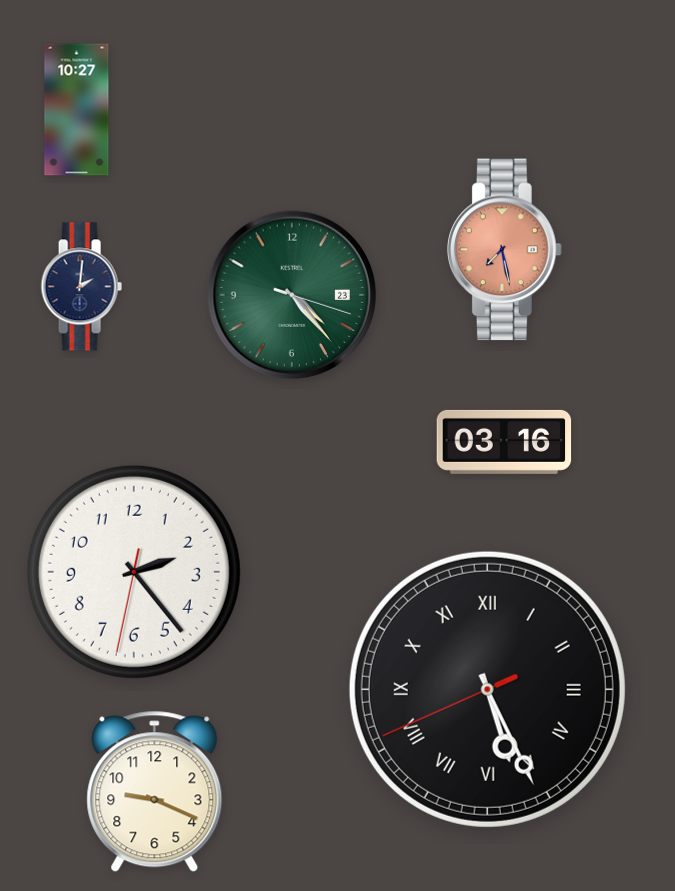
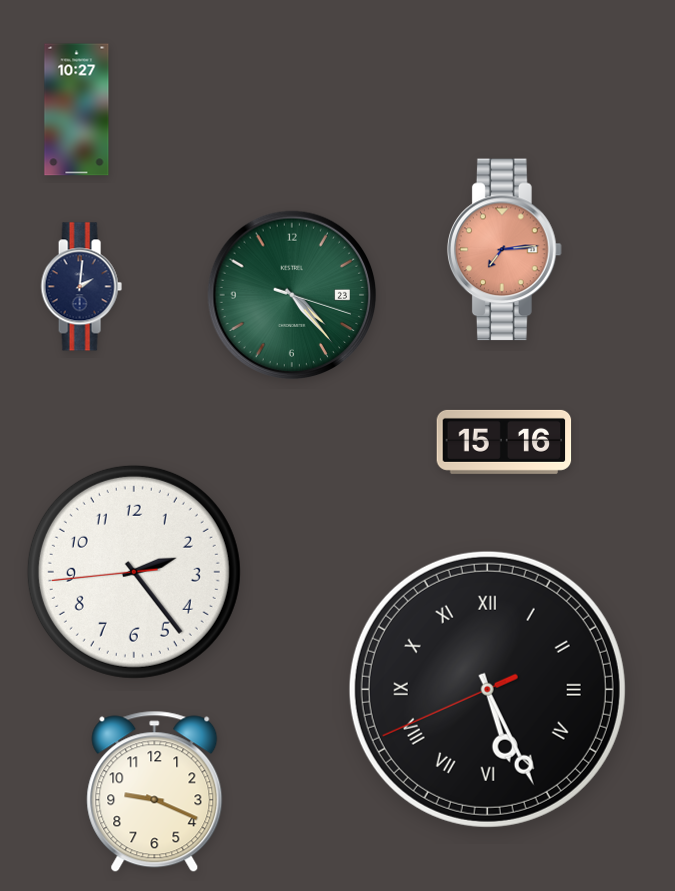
clock at (504, 250): 7:28 -> 7:14
clock at (504, 442): 03:16 -> 15:16
clock at (134, 572): 2:23:32 -> 2:23:44
